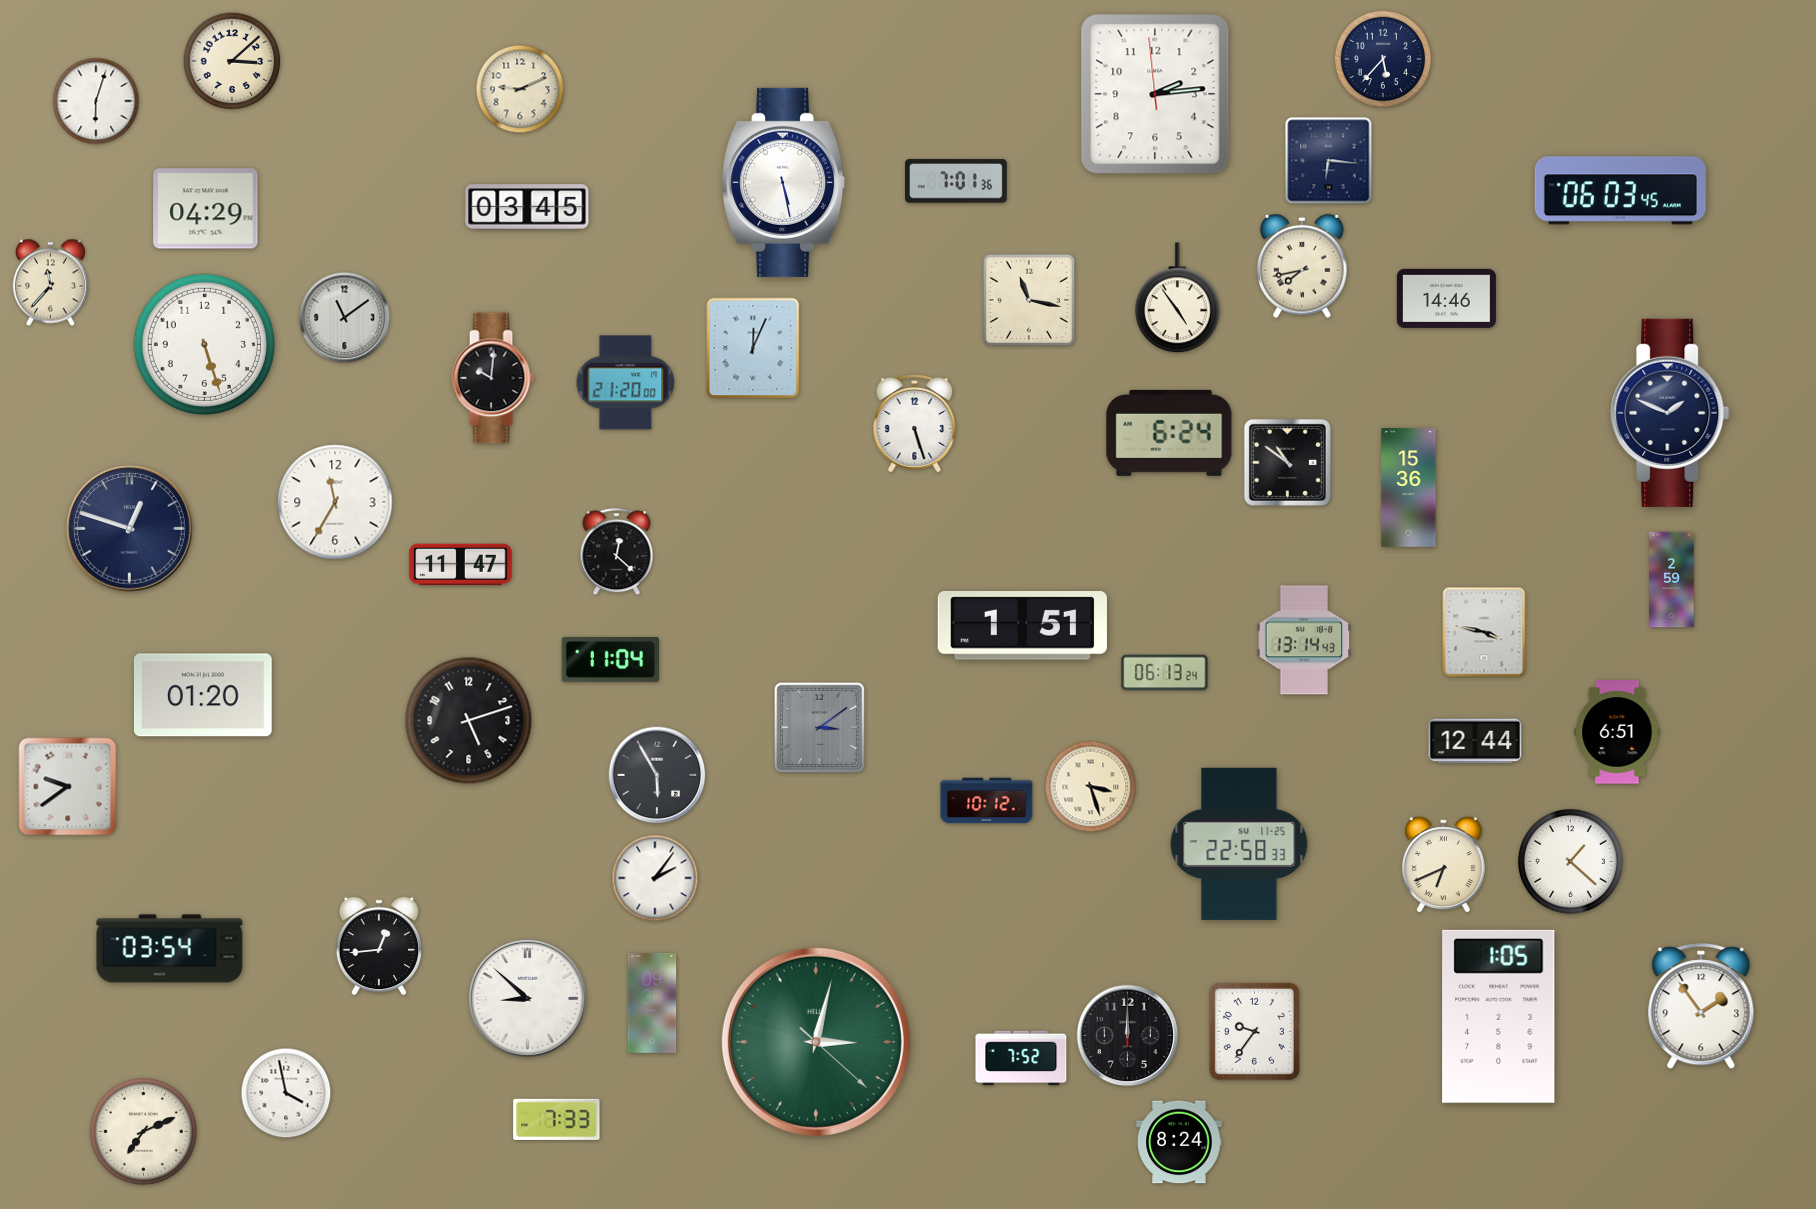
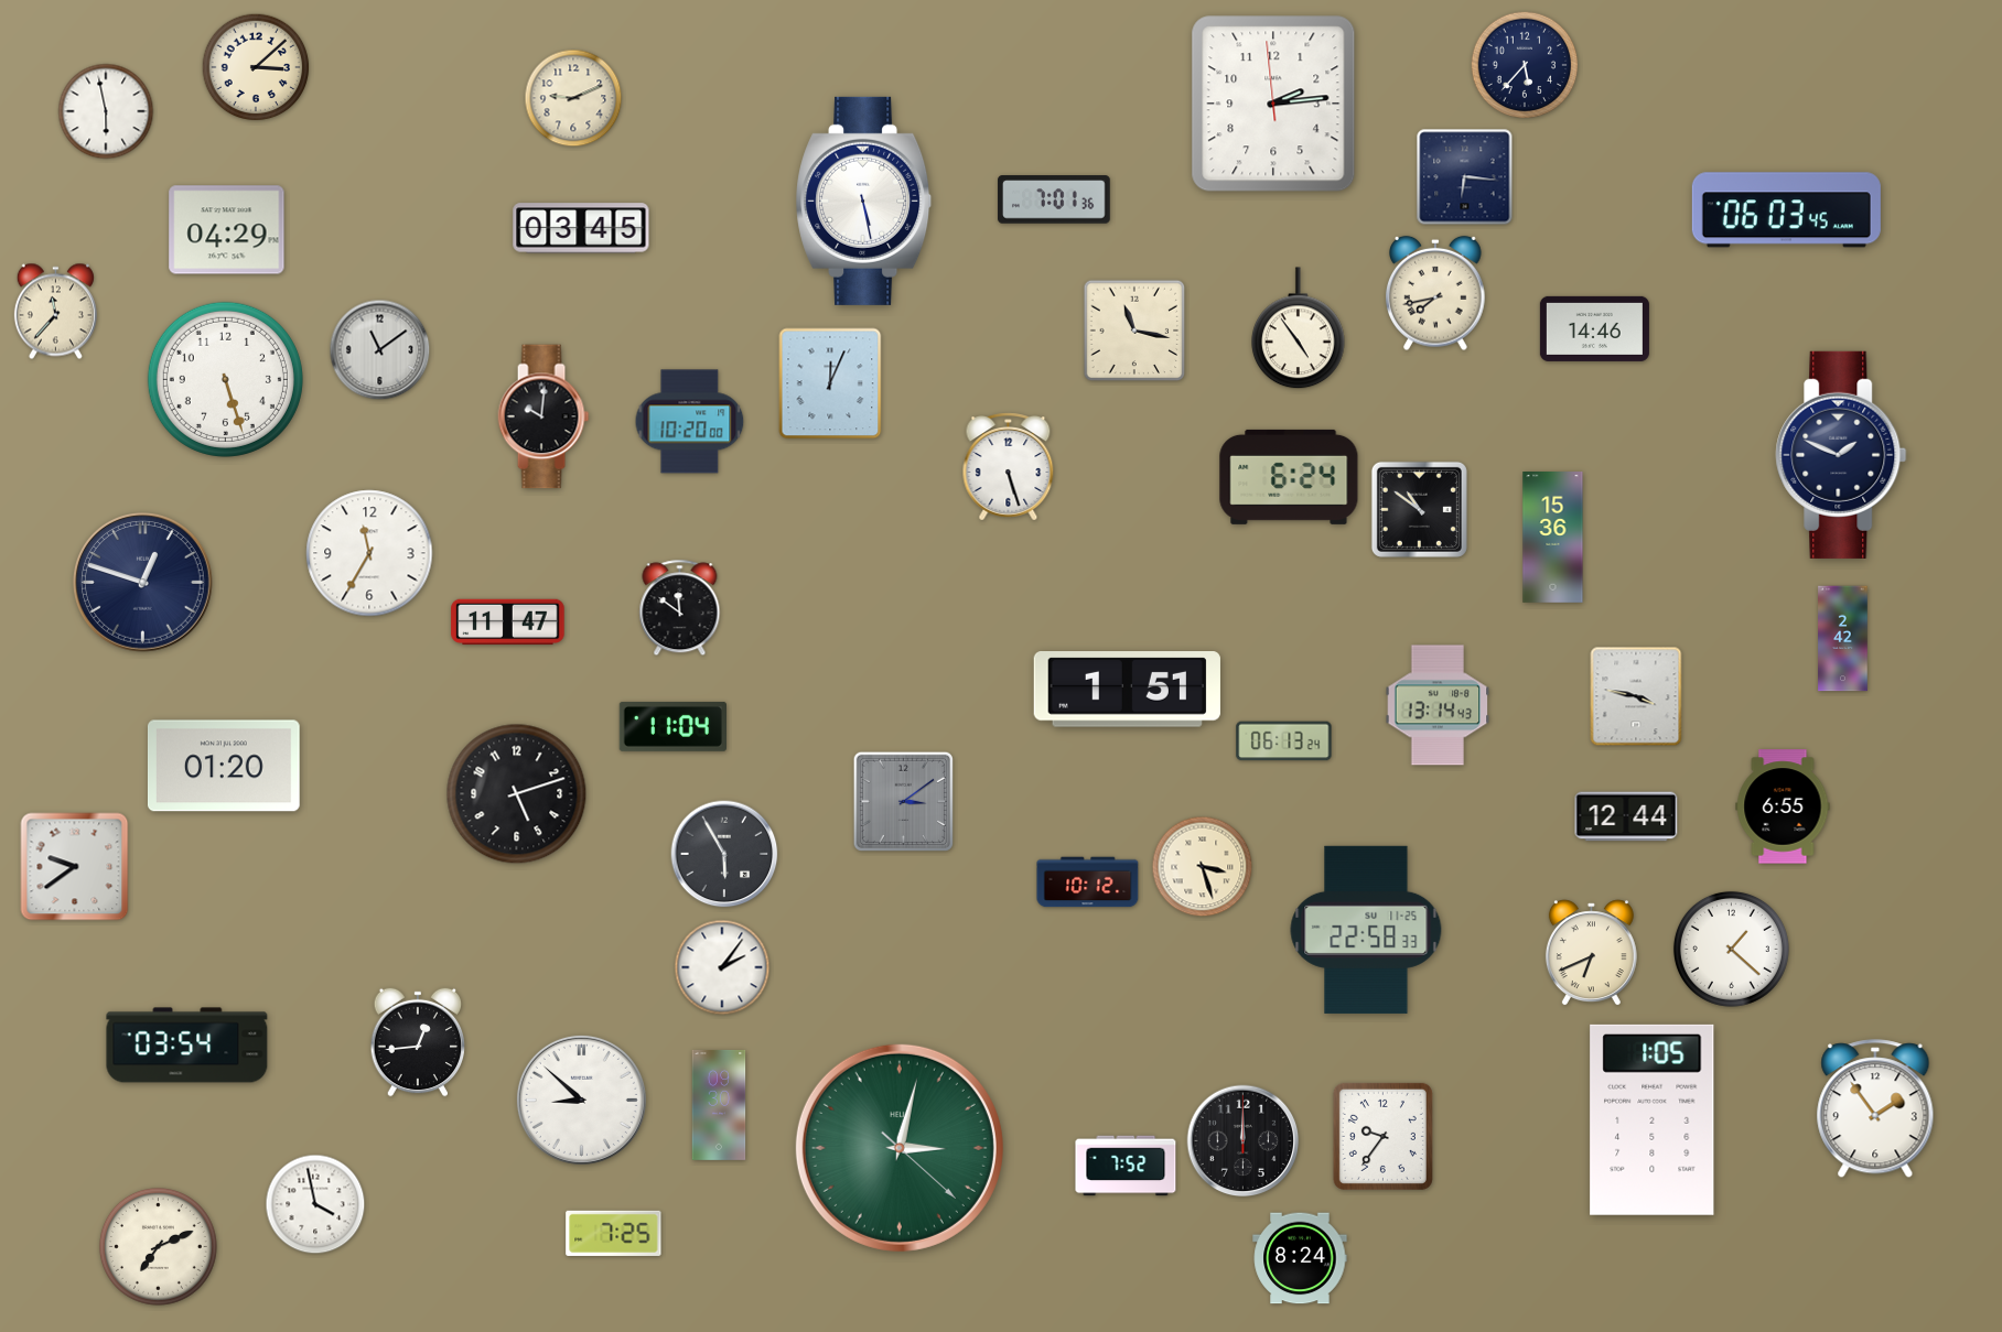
clock at (96, 101): 6:03 -> 5:58
clock at (626, 383): 21:20 -> 10:20
clock at (617, 552): 12:22 -> 11:51
clock at (1672, 580): 2:59 -> 2:42
clock at (1617, 732): 6:51 -> 6:55
clock at (557, 1119): 7:33 -> 7:25
